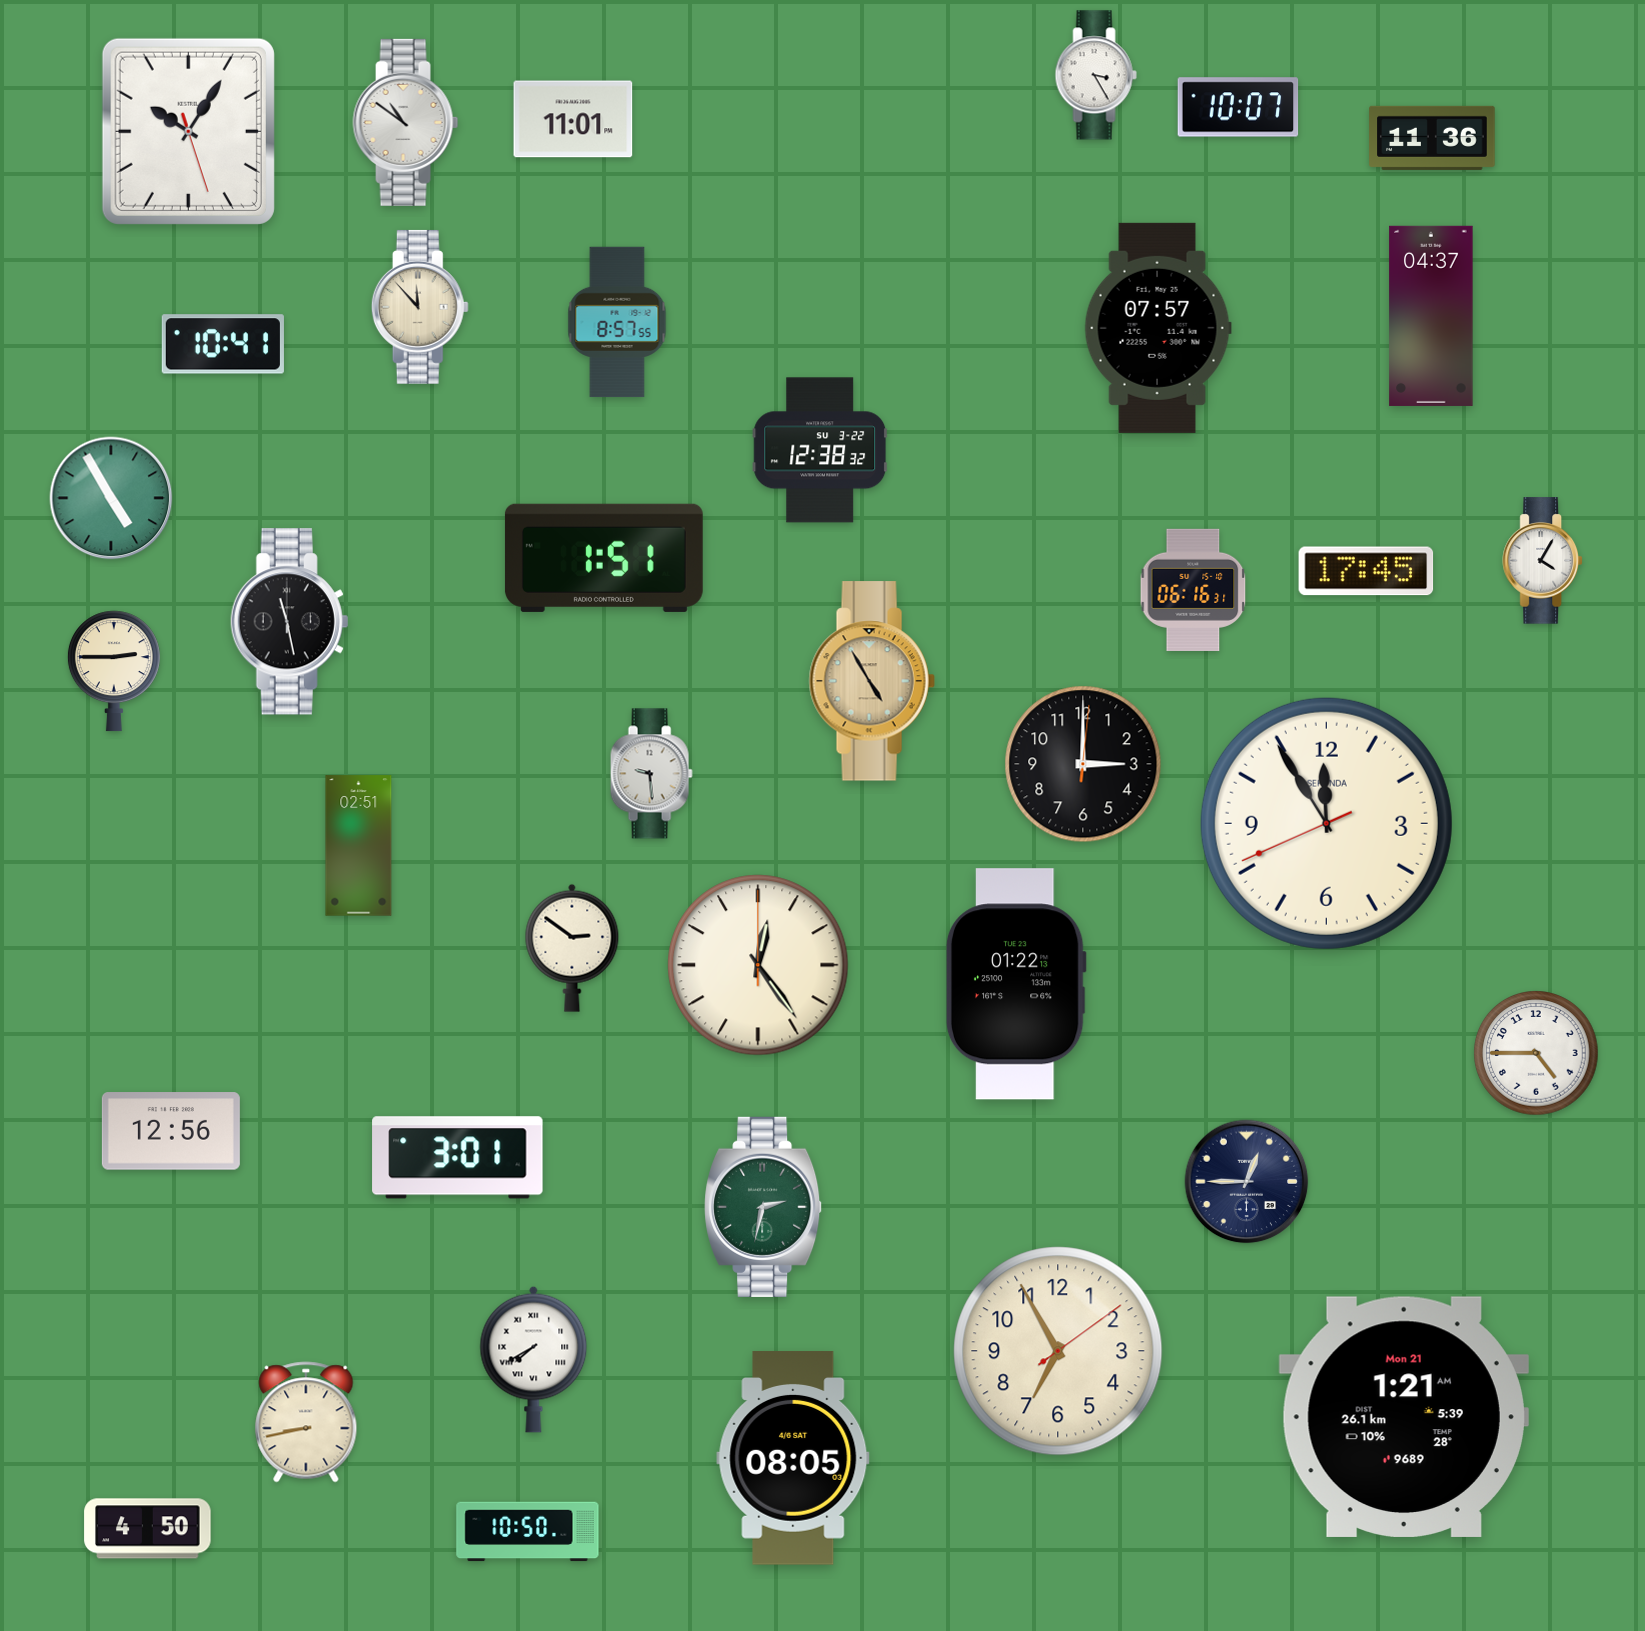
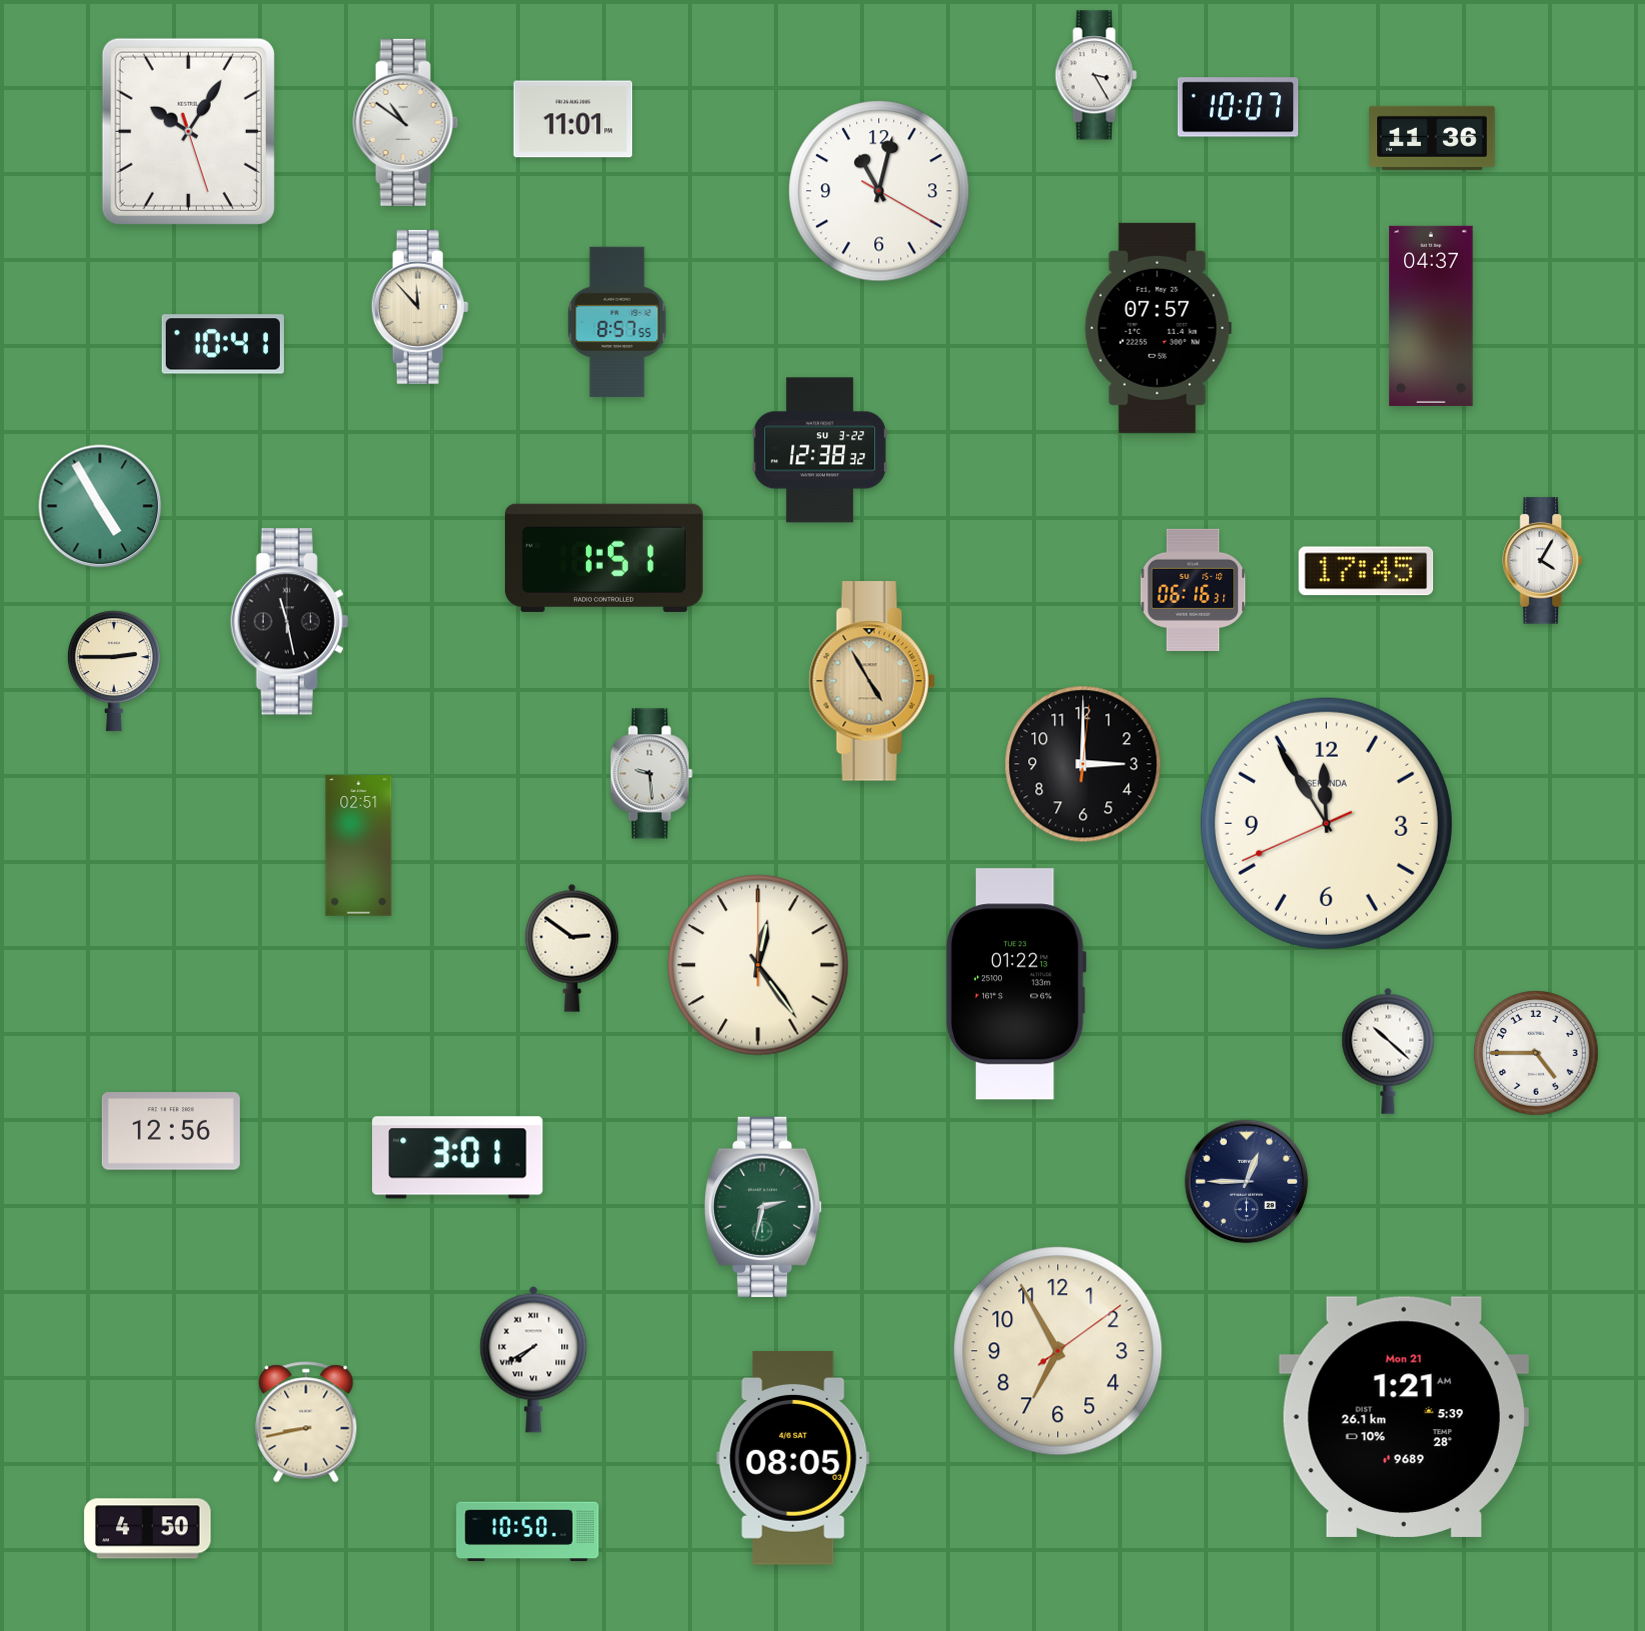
clock at (879, 191): none -> 11:02
clock at (111, 498) position: (111, 498) -> (100, 506)
clock at (1388, 1051): none -> 10:22
